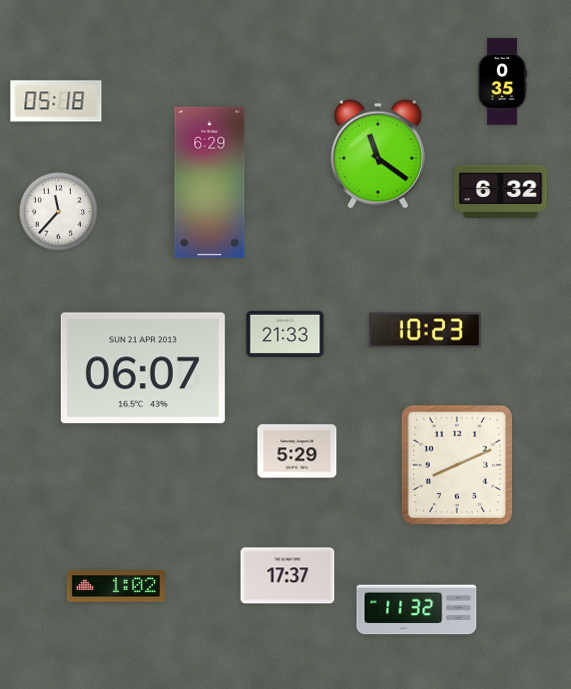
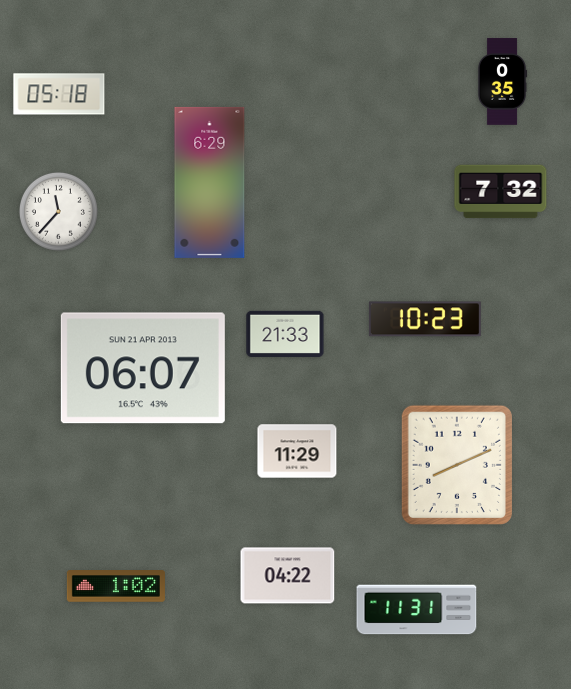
clock at (56, 101) position: (56, 101) -> (59, 94)
clock at (378, 154): 11:21 -> none
clock at (501, 192): 6:32 -> 7:32
clock at (425, 330) position: (425, 330) -> (425, 319)
clock at (297, 451): 5:29 -> 11:29
clock at (288, 576): 17:37 -> 04:22
clock at (417, 610): 11:32 -> 11:31
